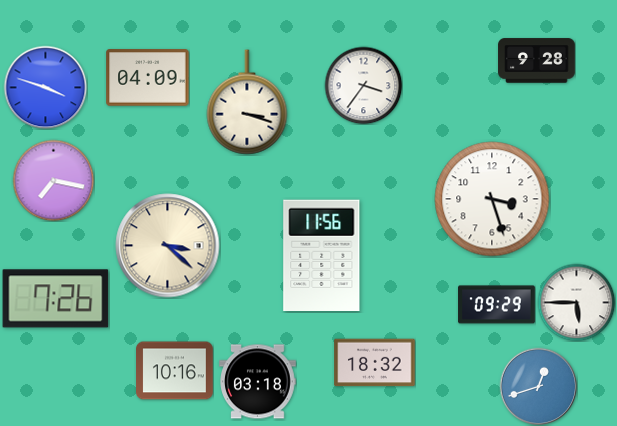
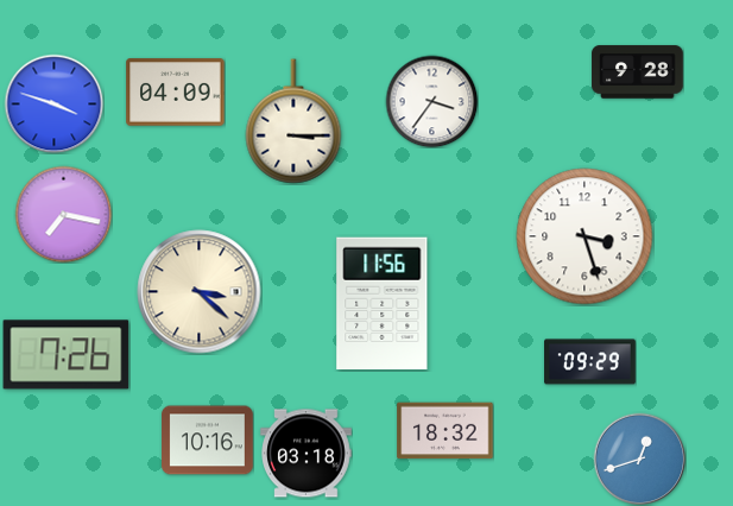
clock at (247, 102): 3:18 -> 3:15
clock at (576, 302): 5:45 -> none
